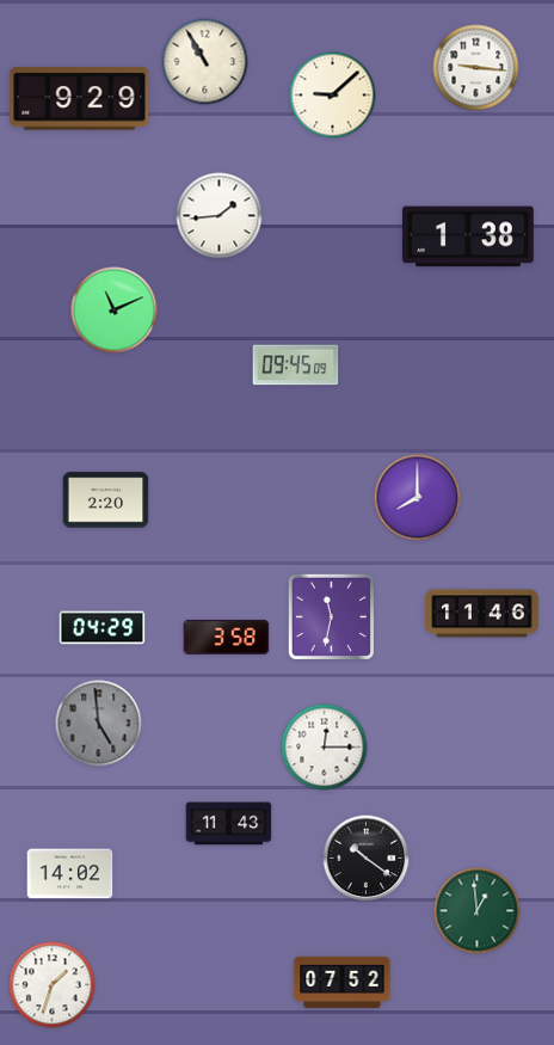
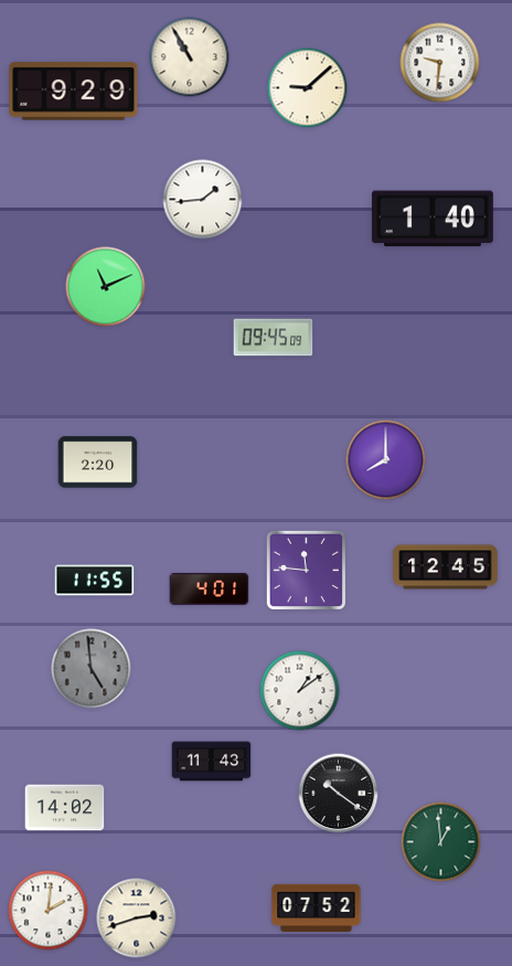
clock at (476, 68): 9:16 -> 9:31
clock at (468, 236): 1:38 -> 1:40
clock at (482, 614): 11:46 -> 12:45
clock at (331, 616): 11:32 -> 11:46
clock at (103, 628): 04:29 -> 11:55
clock at (227, 637): 3:58 -> 4:01
clock at (325, 748): 12:15 -> 1:09
clock at (53, 985): 1:33 -> 2:01
clock at (137, 919): none -> 2:42
